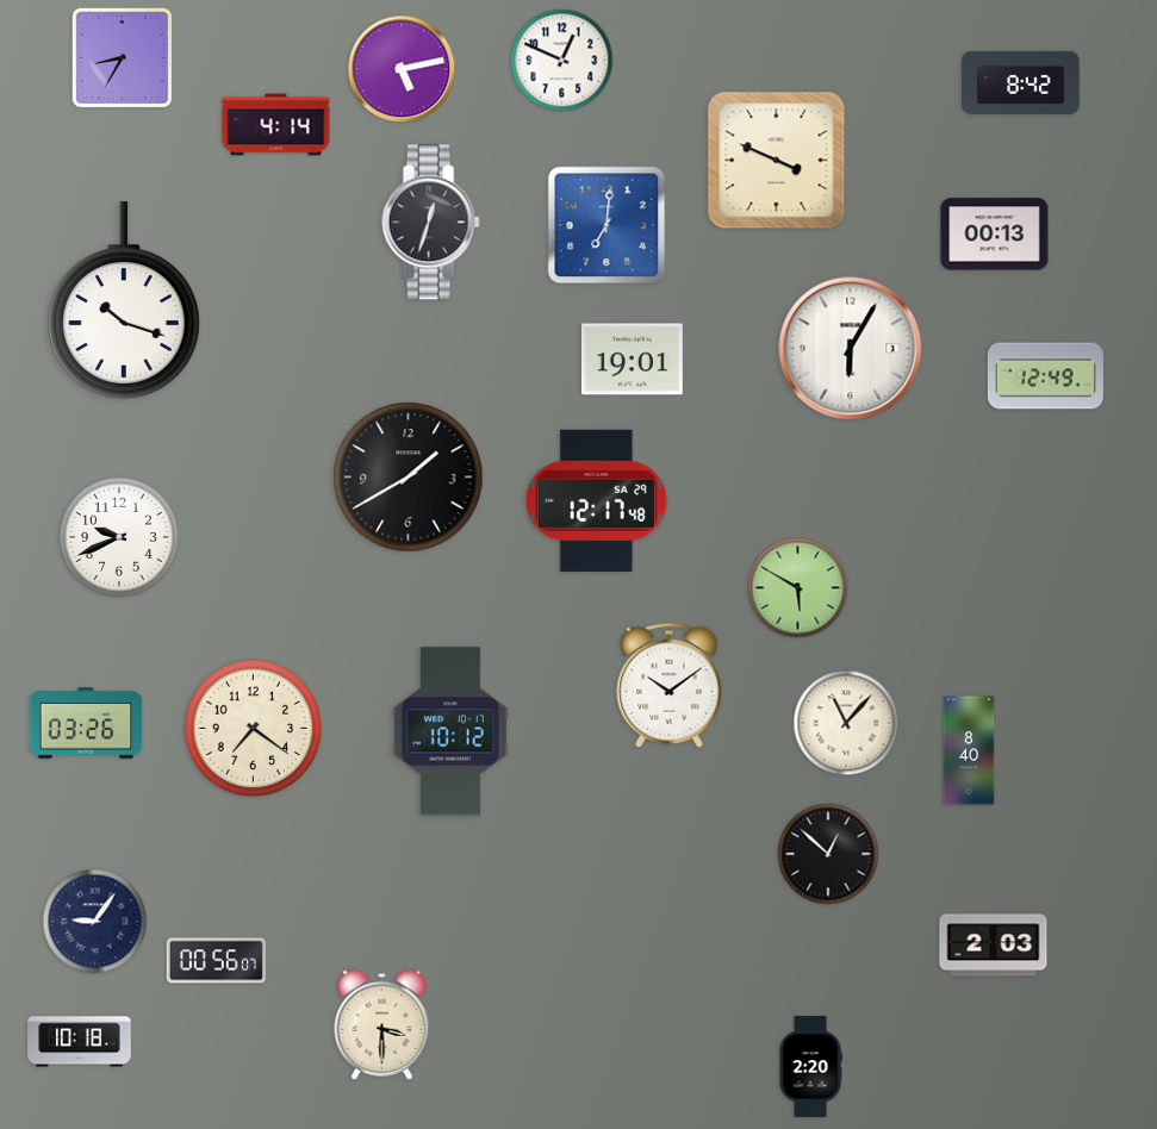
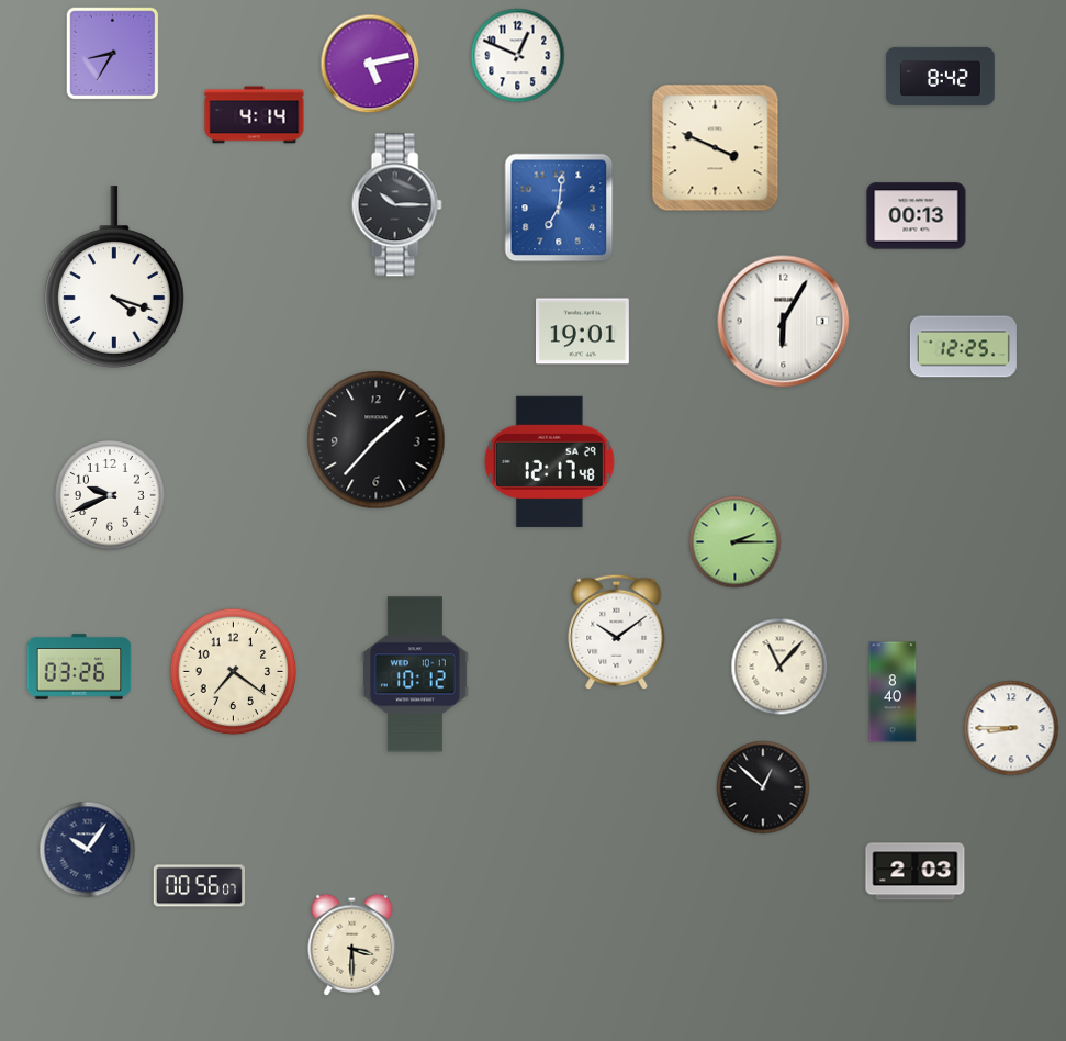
clock at (430, 223): 12:33 -> 10:15
clock at (124, 300): 10:18 -> 4:18
clock at (1045, 376): 12:49 -> 12:25
clock at (409, 478): 1:40 -> 1:37
clock at (798, 588): 5:50 -> 2:15
clock at (1011, 728): none -> 8:45
clock at (95, 922): 9:06 -> 10:06
clock at (80, 1042): 10:18 -> none
clock at (810, 1067): 2:20 -> none
